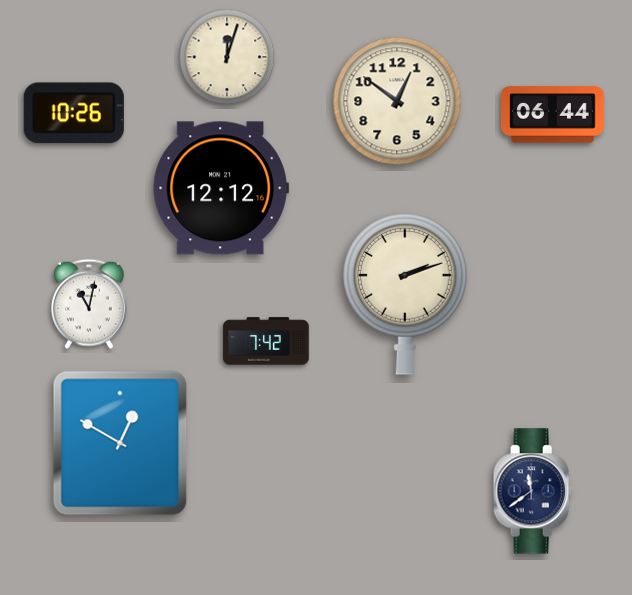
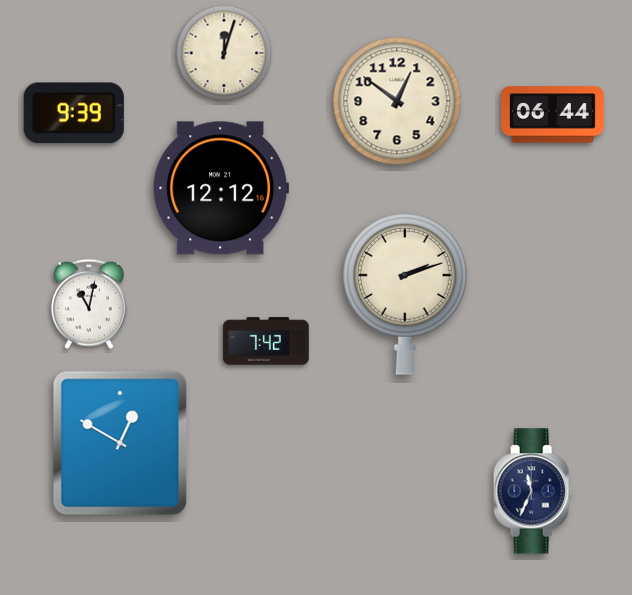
clock at (227, 57) position: (227, 57) -> (224, 53)
clock at (74, 113): 10:26 -> 9:39
clock at (533, 491): 11:39 -> 11:34
